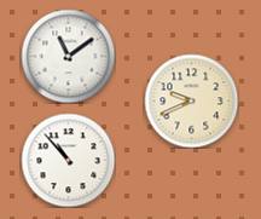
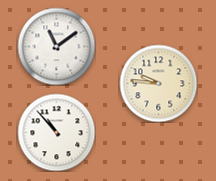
clock at (191, 100): 9:41 -> 9:46
